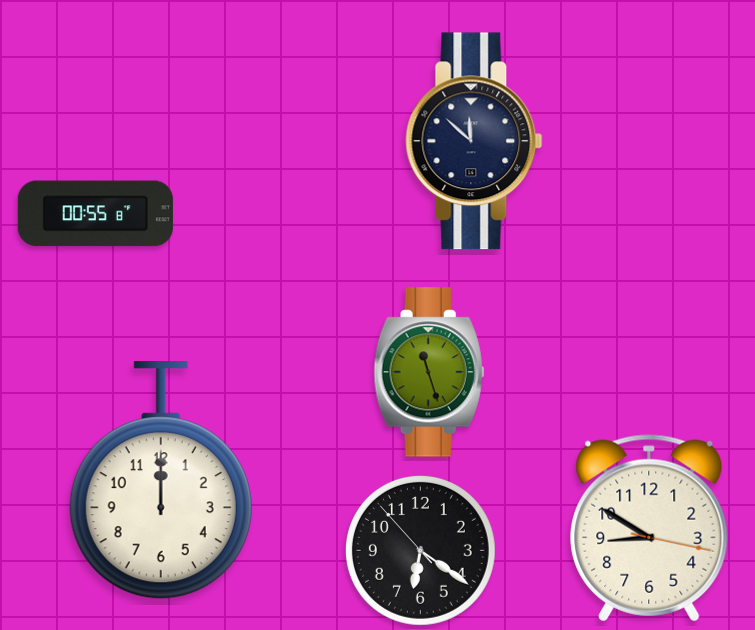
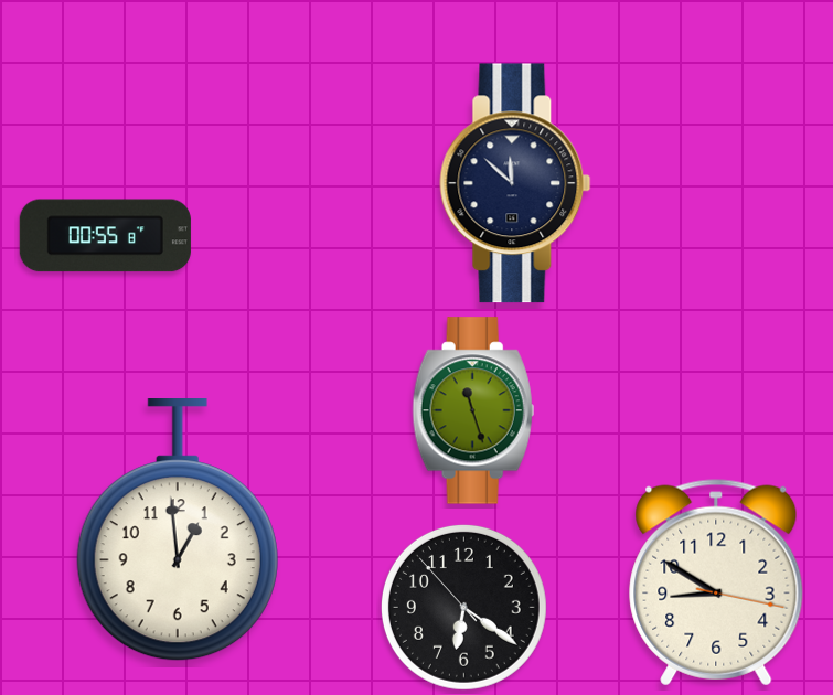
clock at (474, 141) position: (474, 141) -> (515, 183)
clock at (161, 481): 12:00 -> 12:59
